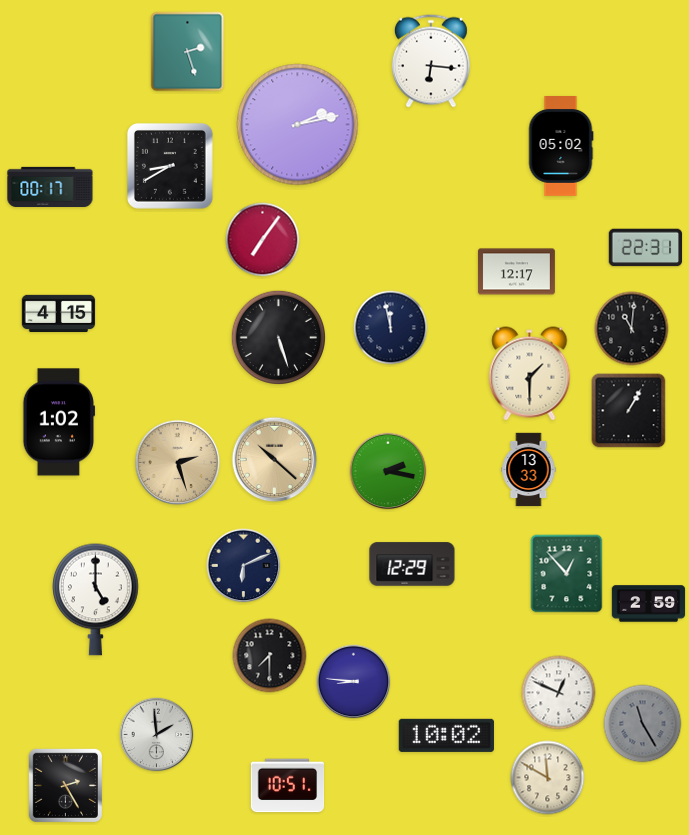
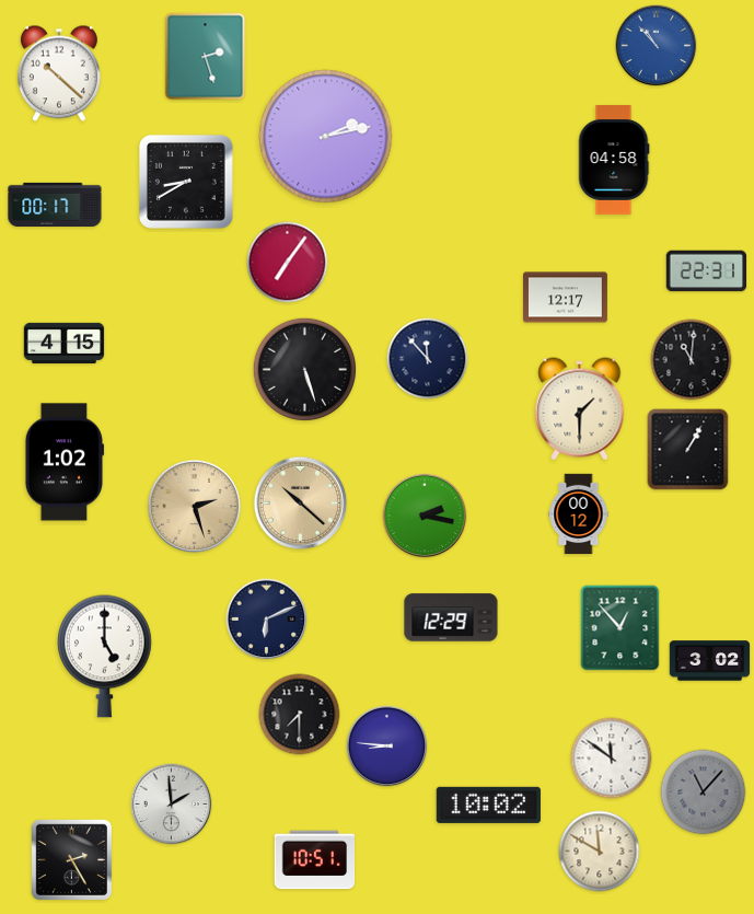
clock at (657, 46): none -> 10:53
clock at (431, 61): 6:16 -> none
clock at (59, 73): none -> 10:22
clock at (561, 147): 05:02 -> 04:58
clock at (391, 328): 11:58 -> 11:53
clock at (529, 470): 13:33 -> 00:12
clock at (649, 604): 2:59 -> 3:02
clock at (270, 656) position: (270, 656) -> (300, 715)
clock at (559, 693): 12:49 -> 11:51
clock at (643, 724): 11:25 -> 11:07
